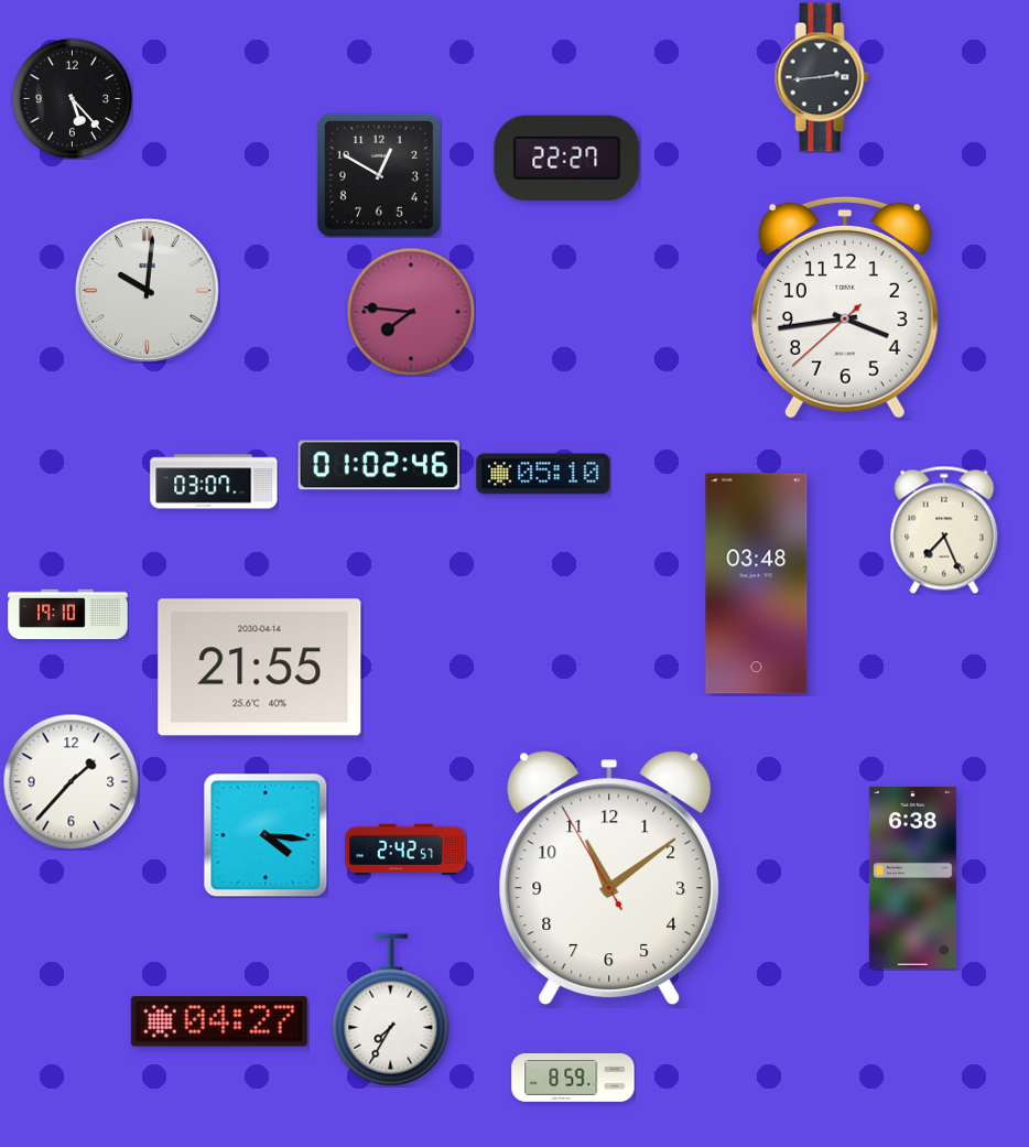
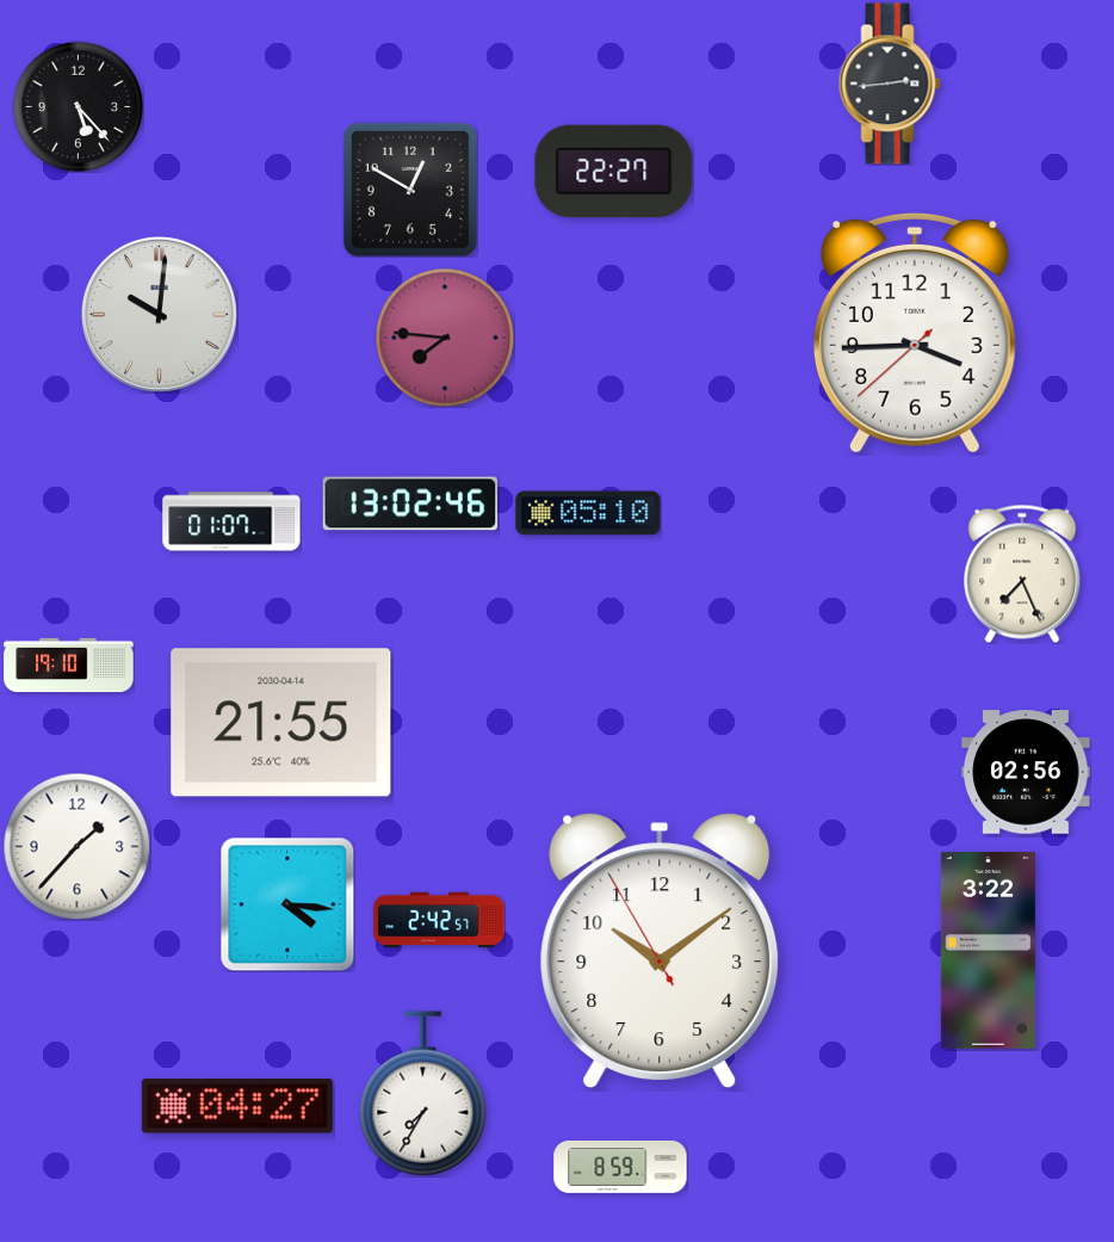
clock at (845, 307): 3:43 -> 3:44
clock at (379, 465): 01:02 -> 13:02
clock at (214, 481): 03:07 -> 01:07
clock at (757, 584): 03:48 -> none
clock at (68, 615) position: (68, 615) -> (69, 666)
clock at (1026, 772): none -> 02:56
clock at (912, 877): 6:38 -> 3:22
clock at (609, 878): 11:08 -> 10:08
